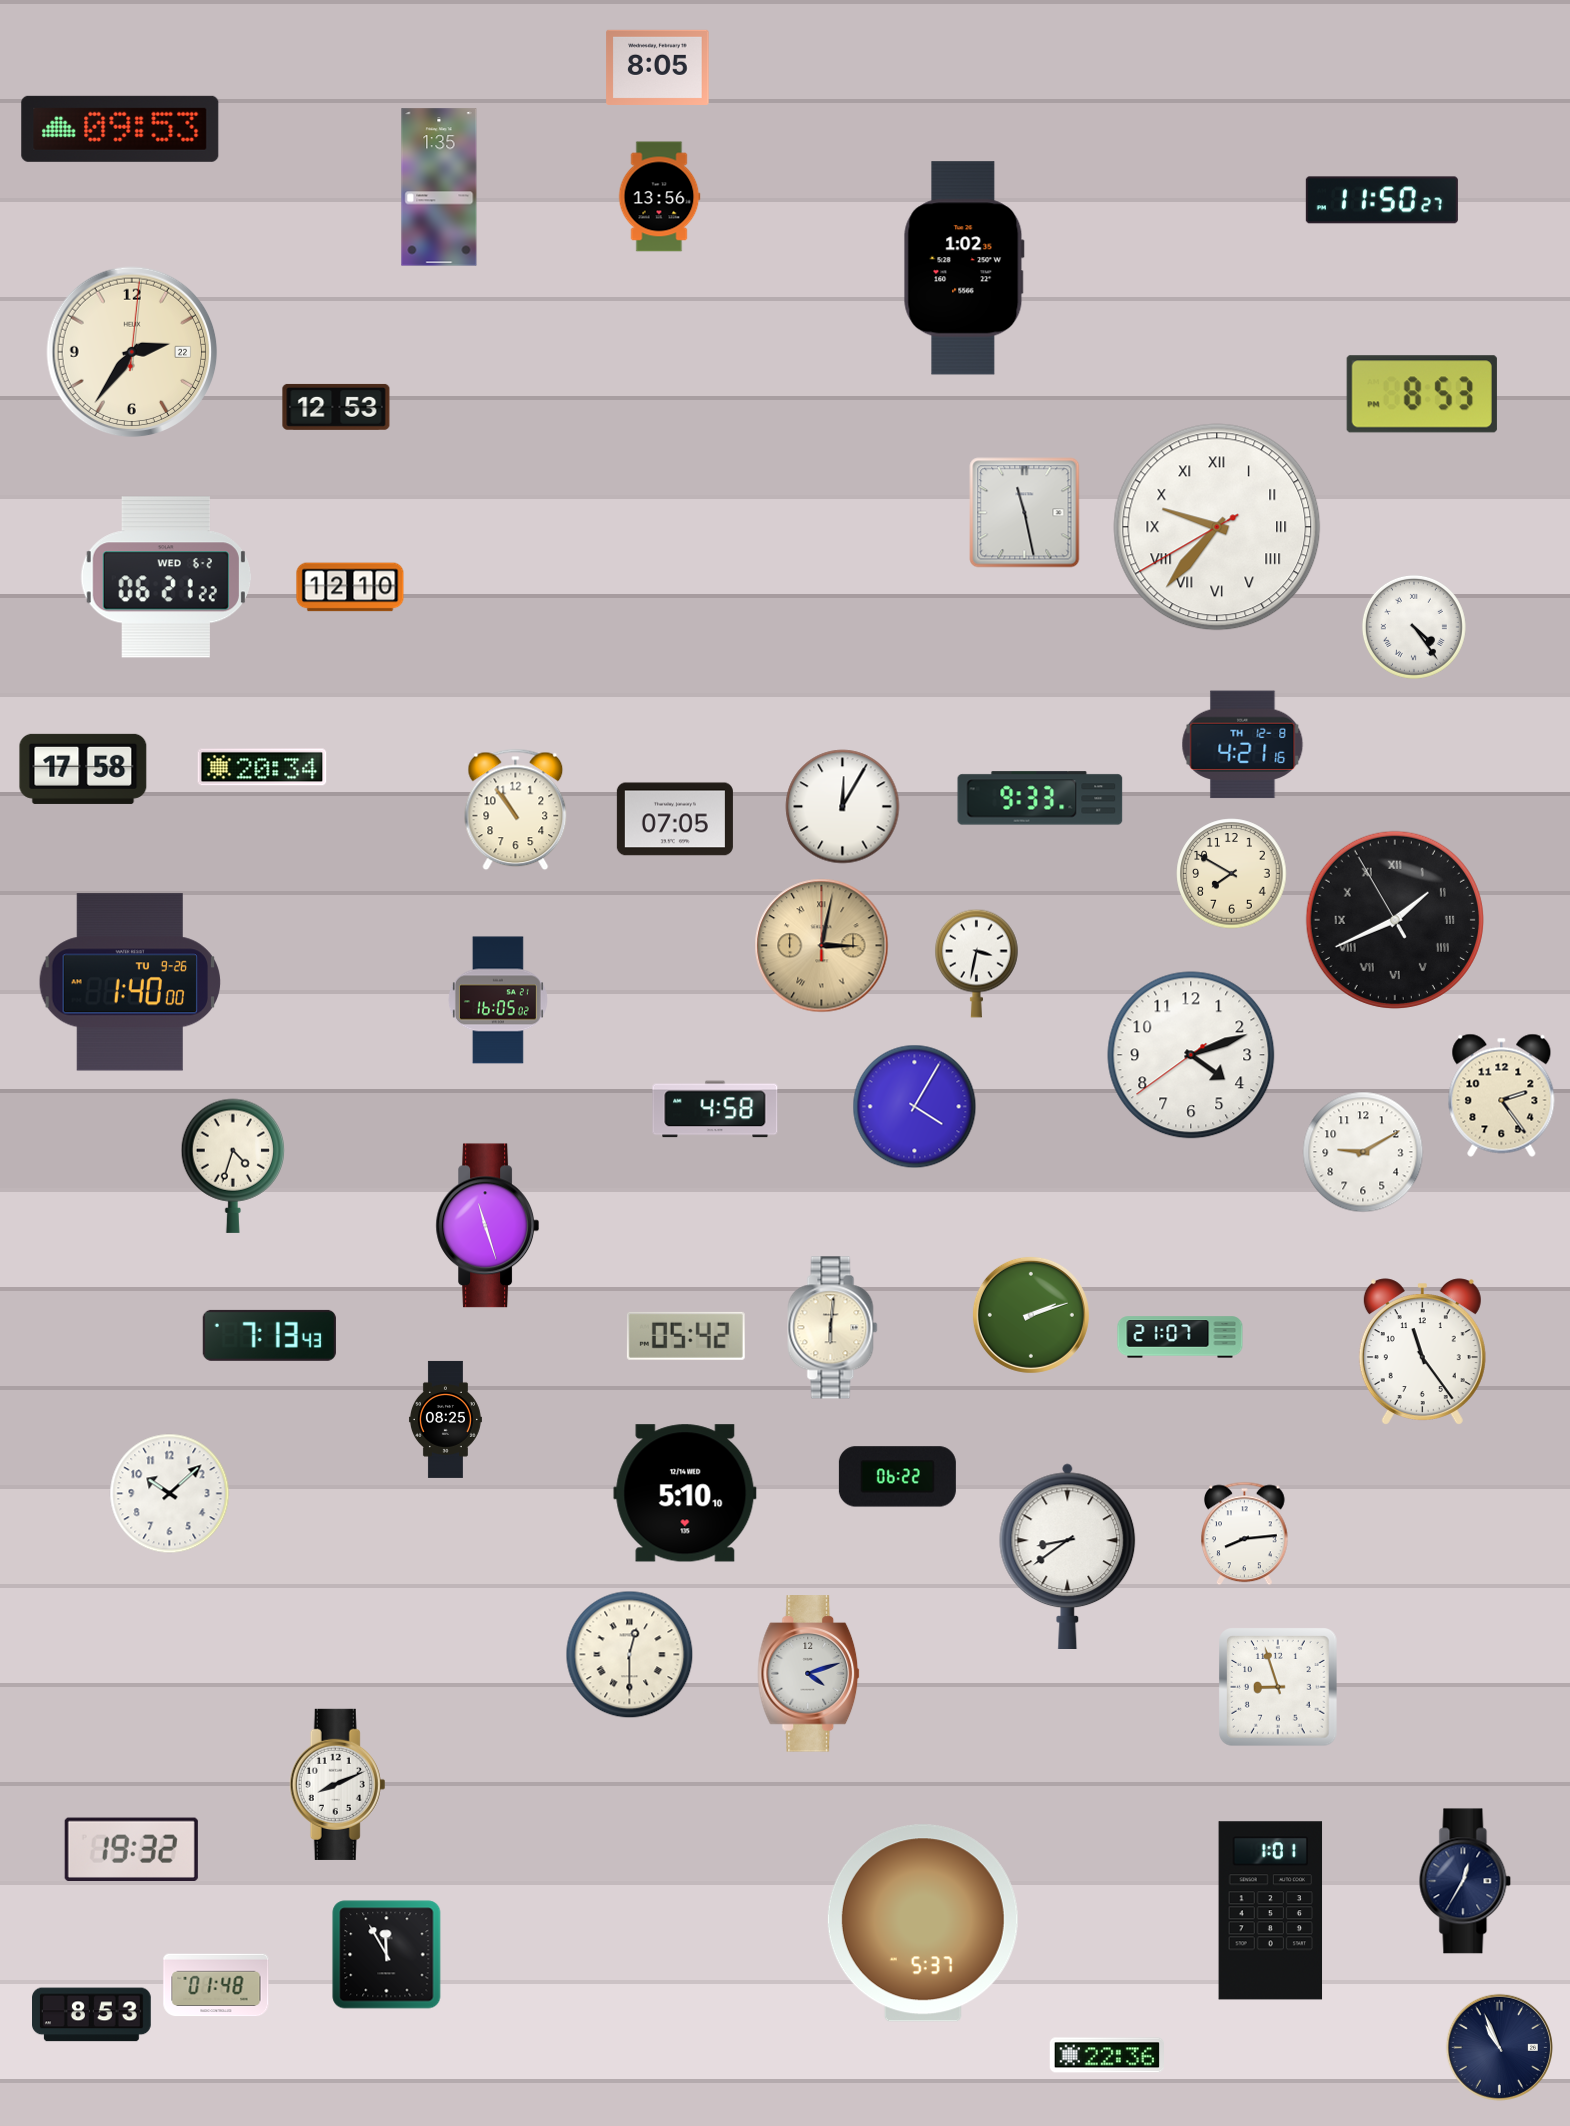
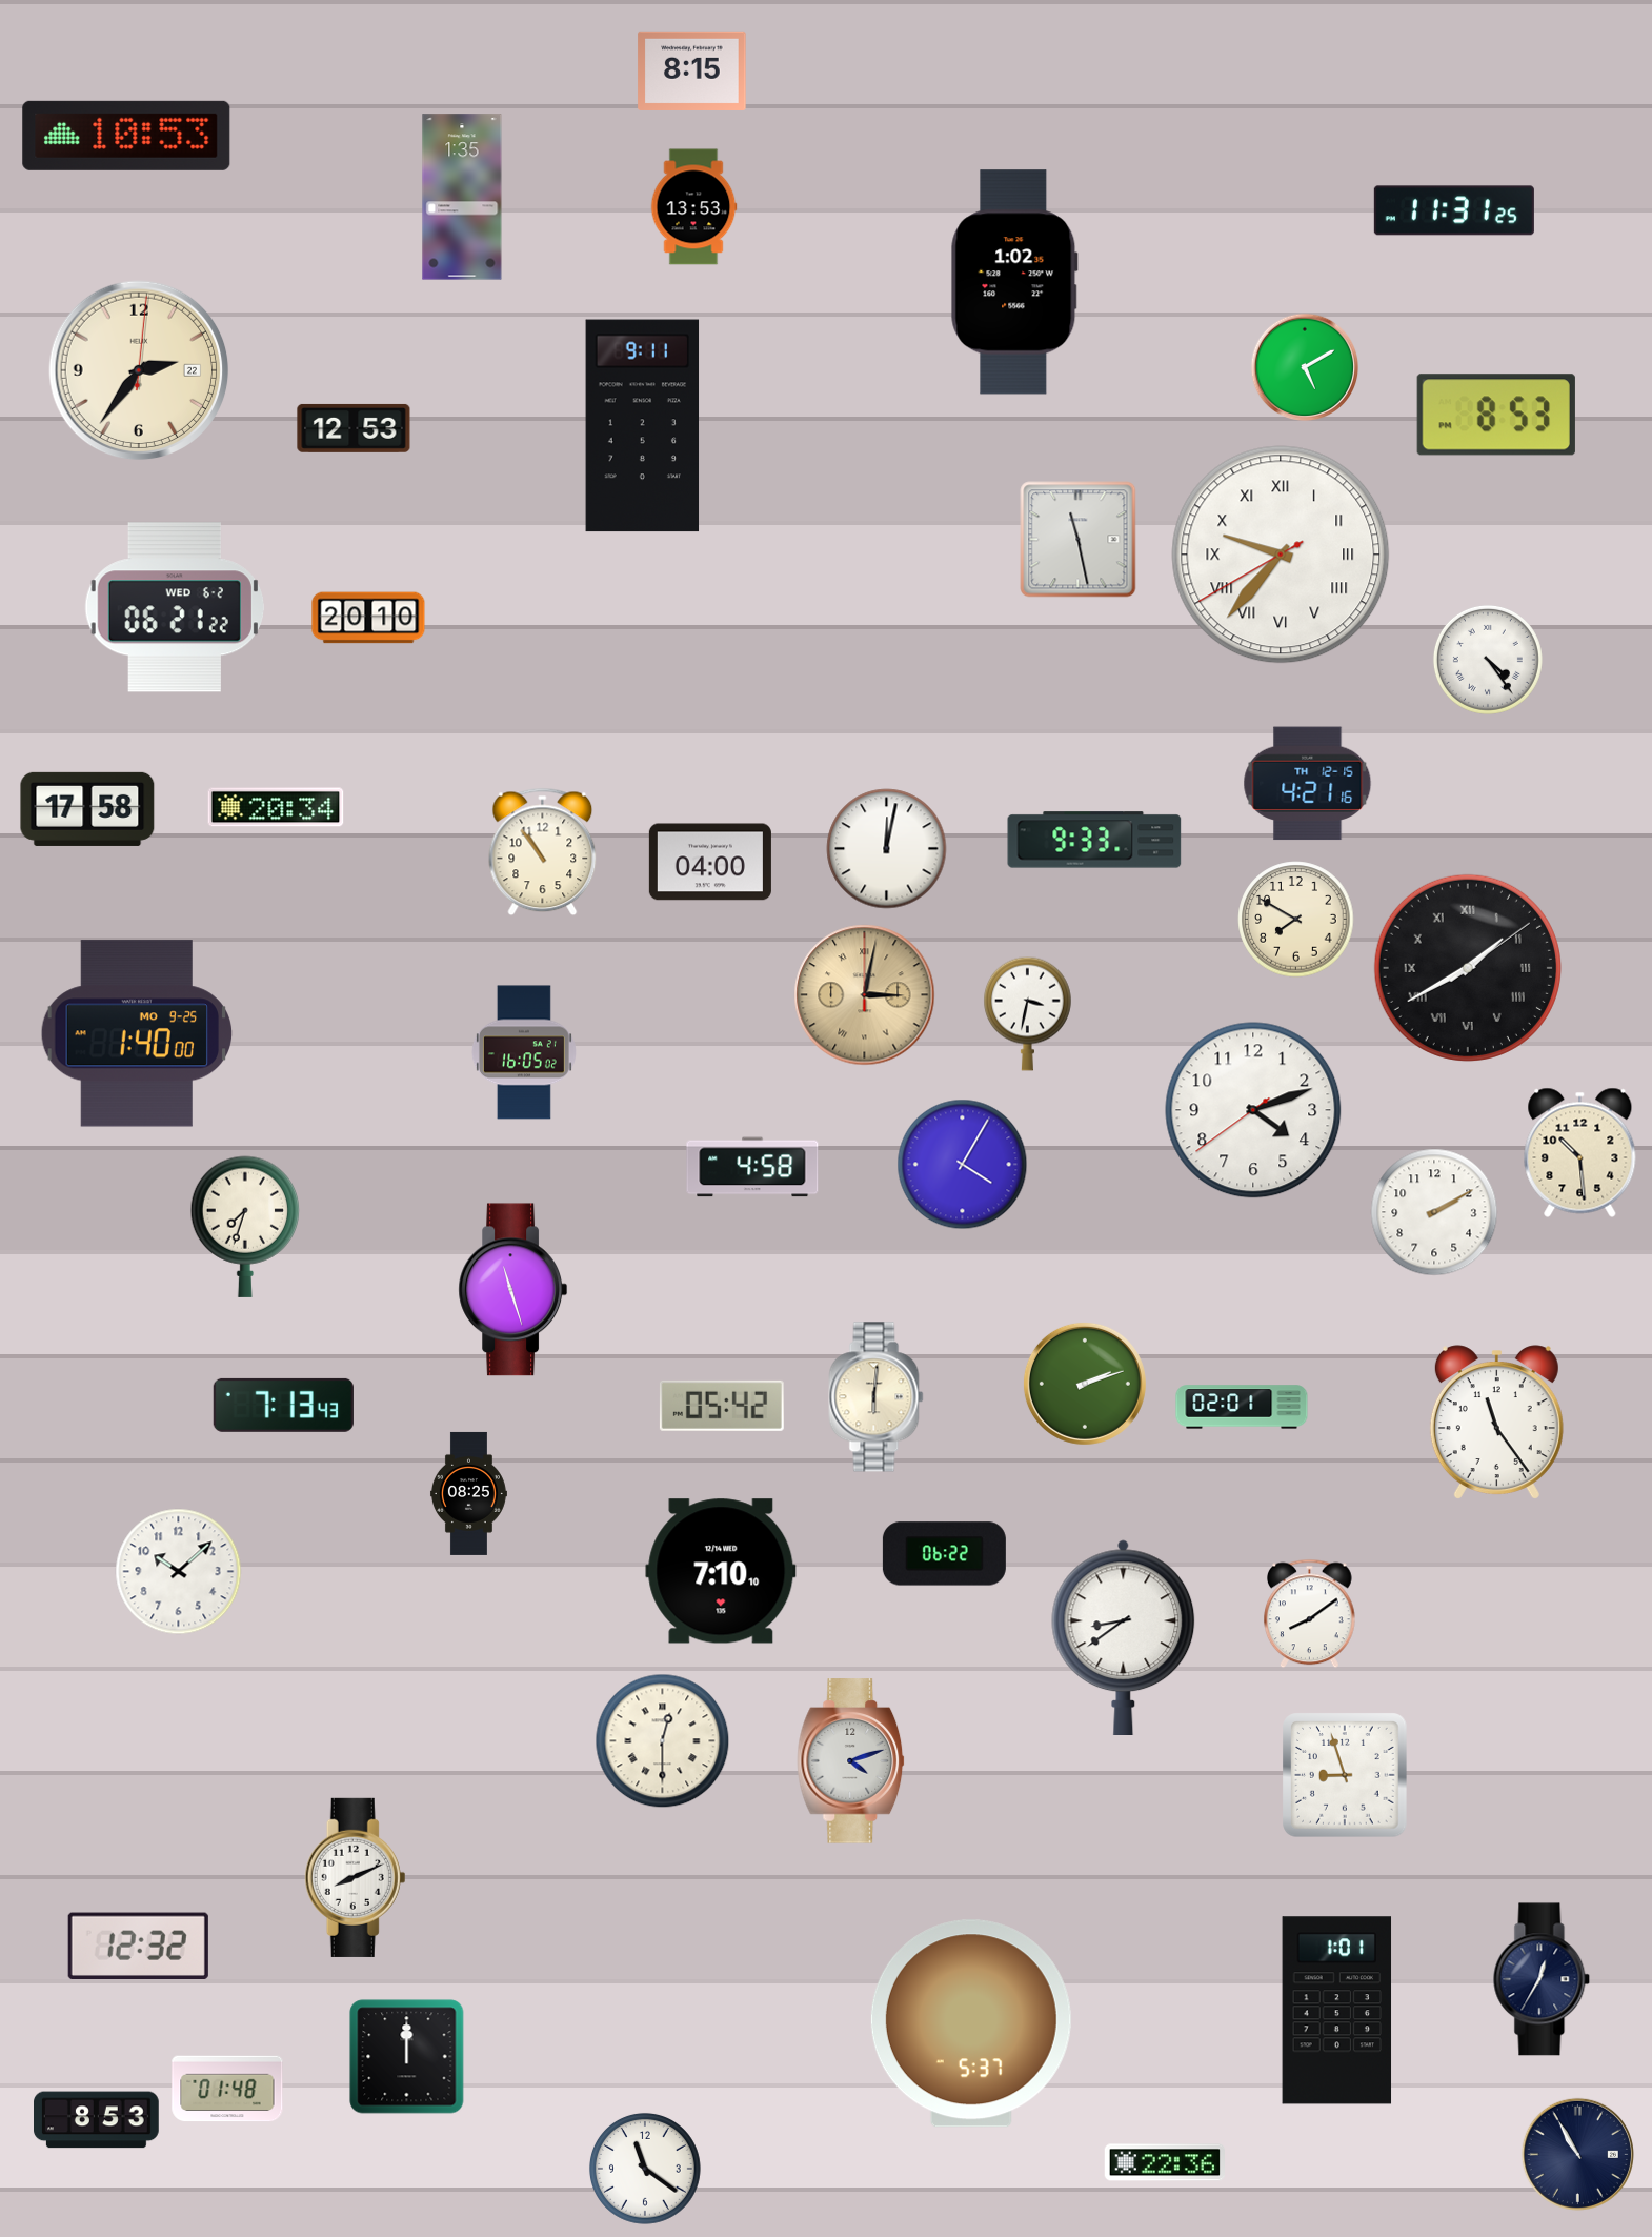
clock at (658, 67): 8:05 -> 8:15
clock at (120, 129): 09:53 -> 10:53
clock at (659, 197): 13:56 -> 13:53
clock at (1382, 200): 11:50 -> 11:31
clock at (1305, 367): none -> 5:10
clock at (643, 426): none -> 9:11
clock at (350, 587): 12:10 -> 20:10
clock at (1243, 745) date: TH 12-8 -> TH 12-15
clock at (843, 807): 12:05 -> 12:02
clock at (675, 819): 07:05 -> 04:00
clock at (1395, 920): 1:40:55 -> 1:40:09
clock at (130, 982) date: TU 9-26 -> MO 9-25
clock at (1502, 1095): 2:24 -> 10:29
clock at (1363, 1152): 9:10 -> 2:10
clock at (232, 1166): 4:33 -> 7:33
clock at (1180, 1337): 21:07 -> 02:01
clock at (685, 1493): 5:10 -> 7:10
clock at (1245, 1534): 8:14 -> 8:09
clock at (131, 1849): 19:32 -> 12:32
clock at (387, 1955): 11:55 -> 12:00
clock at (1499, 2047): 10:56 -> 10:55
clock at (645, 2169): none -> 11:21
